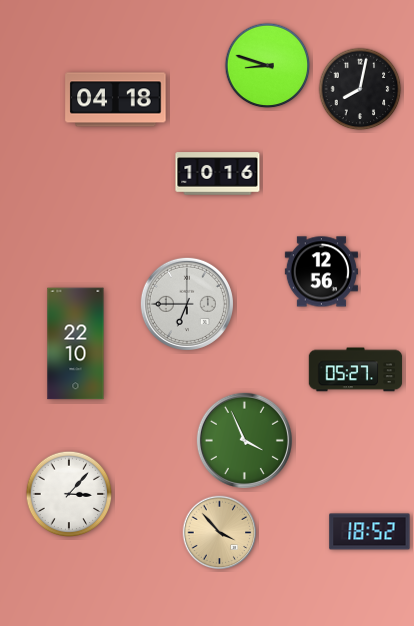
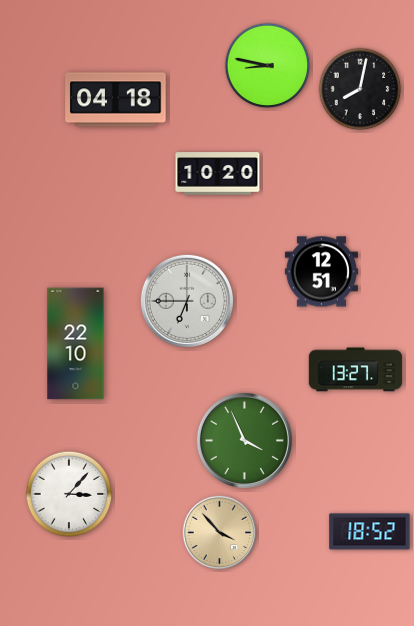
clock at (268, 66): 8:48 -> 8:47
clock at (218, 174): 10:16 -> 10:20
clock at (321, 272): 12:56 -> 12:51
clock at (187, 304) position: (187, 304) -> (187, 301)
clock at (356, 370): 05:27 -> 13:27
